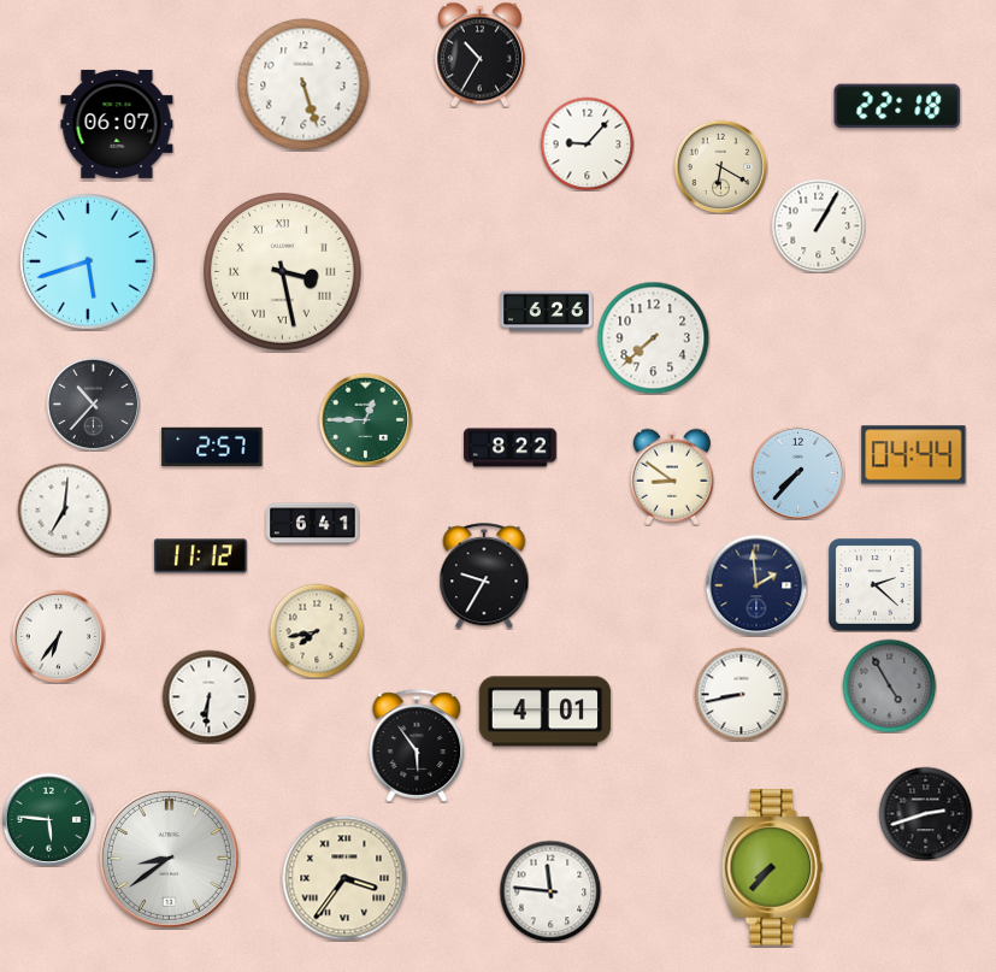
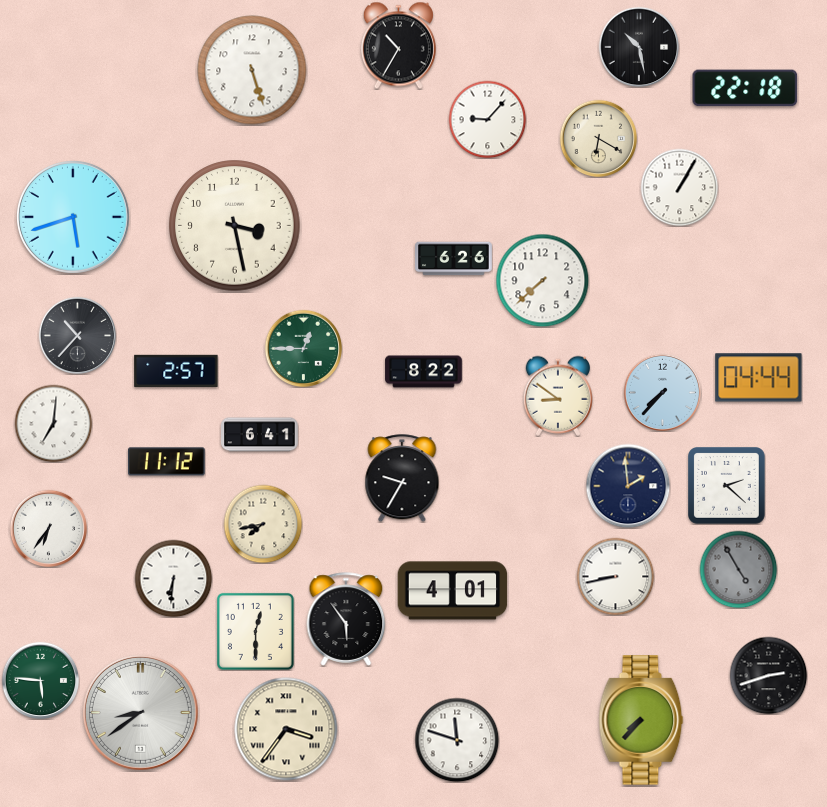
clock at (639, 47): none -> 10:28
clock at (117, 124): 06:07 -> none
clock at (283, 272) numerals: Roman -> Arabic
clock at (255, 631): none -> 12:30
clock at (550, 891): 11:46 -> 11:48
